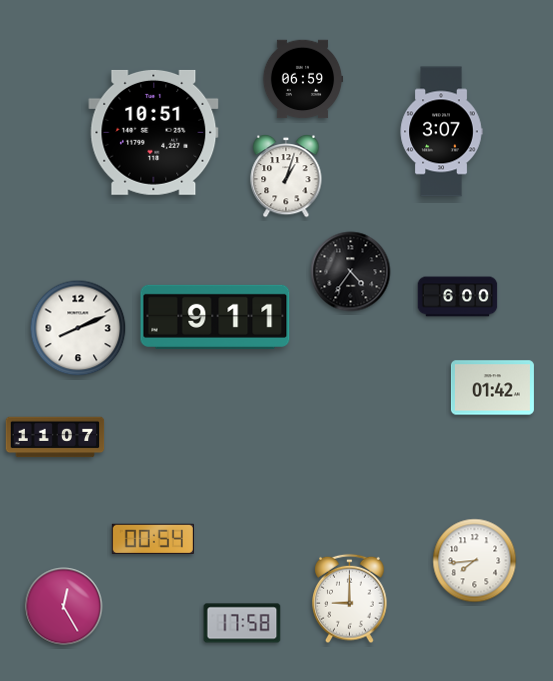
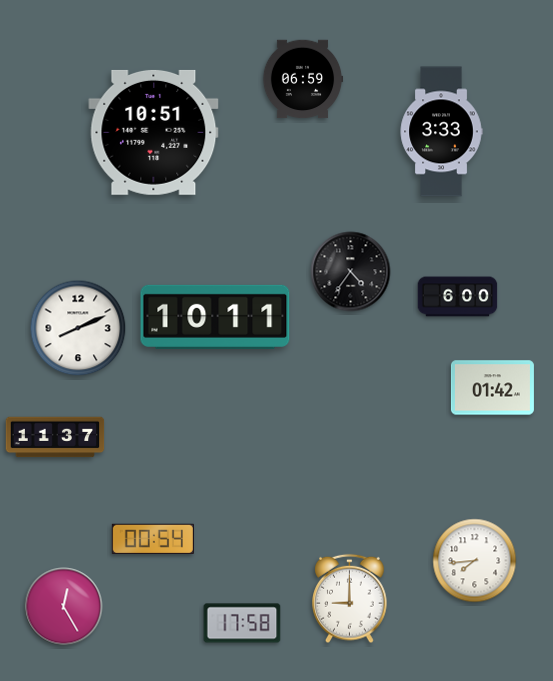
clock at (441, 132): 3:07 -> 3:33
clock at (286, 176): 1:03 -> none
clock at (215, 317): 9:11 -> 10:11
clock at (55, 437): 11:07 -> 11:37
